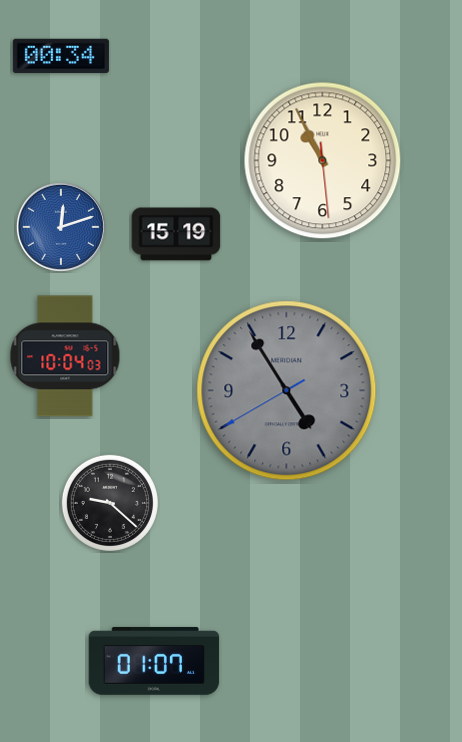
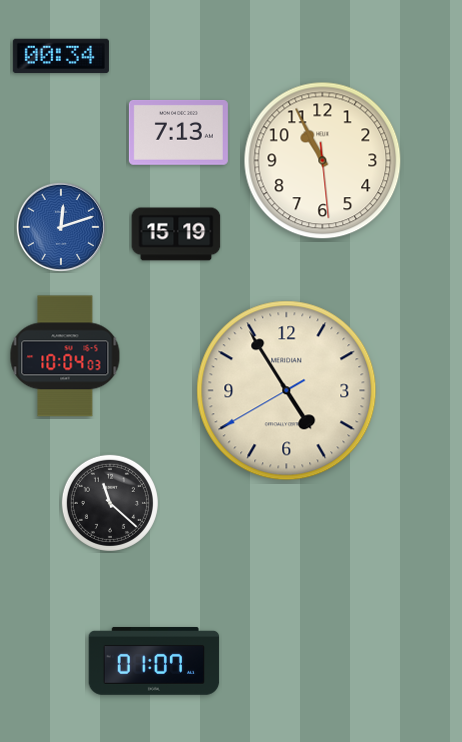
clock at (178, 132): none -> 7:13
clock at (287, 391) dial: grey -> cream
clock at (110, 503): 9:22 -> 11:22
